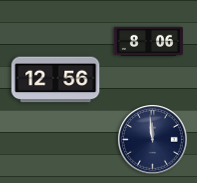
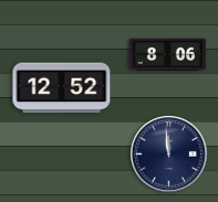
clock at (148, 41) position: (148, 41) -> (167, 54)
clock at (56, 80): 12:56 -> 12:52
